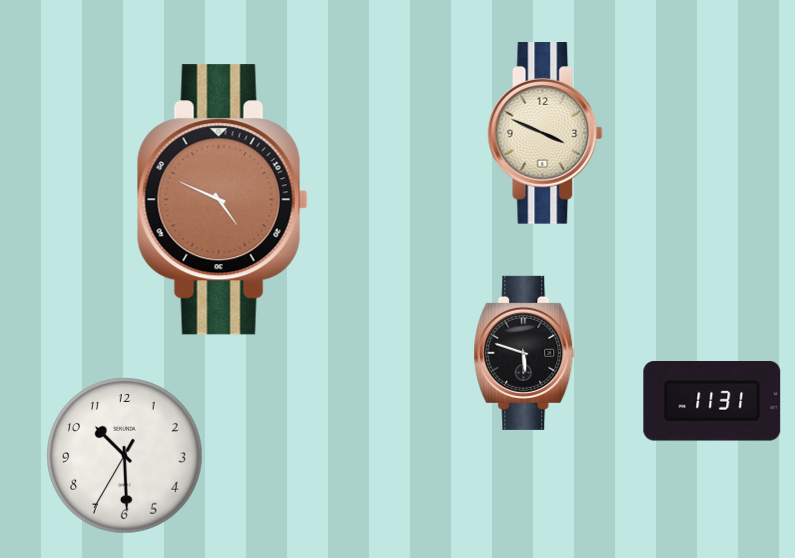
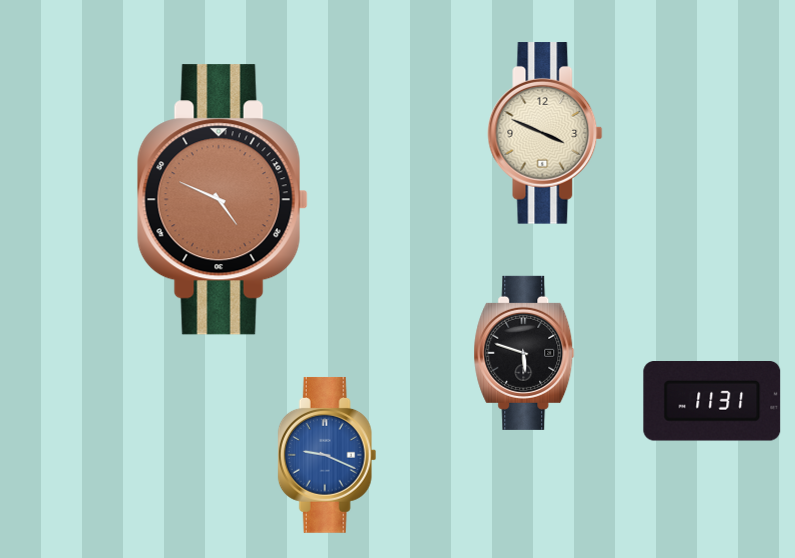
clock at (327, 455): none -> 9:19
clock at (125, 456): 10:29 -> none
